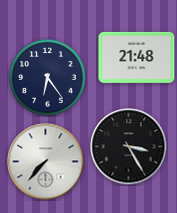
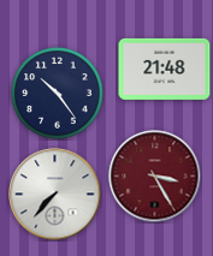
clock at (48, 78): 6:24 -> 10:24
clock at (129, 147) dial: black -> burgundy
